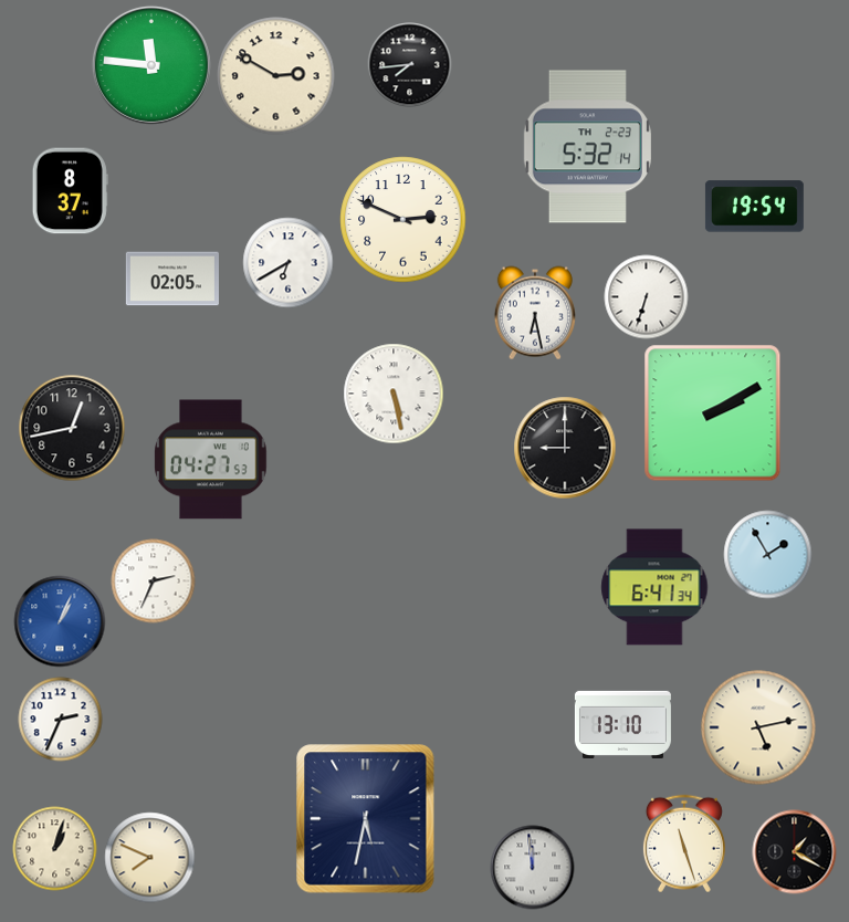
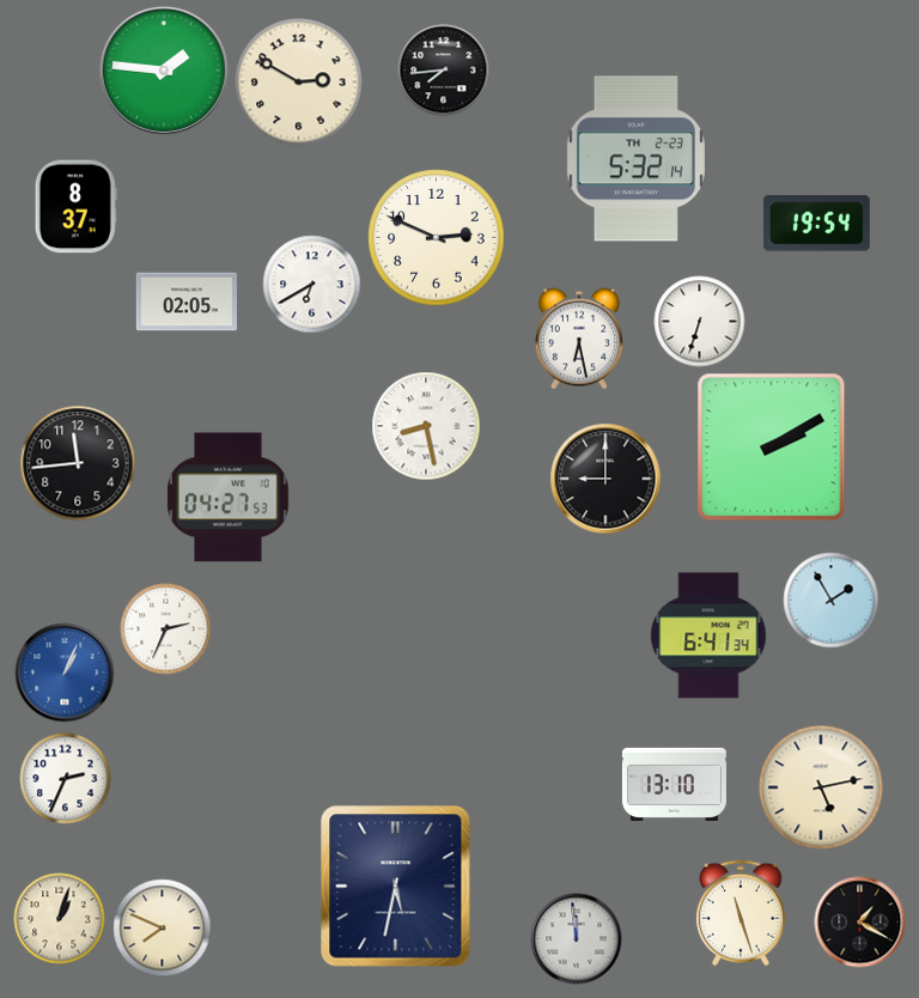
clock at (151, 65): 11:46 -> 1:46
clock at (394, 394): 5:28 -> 8:28
clock at (72, 428): 12:43 -> 11:44
clock at (565, 448) position: (565, 448) -> (605, 479)
